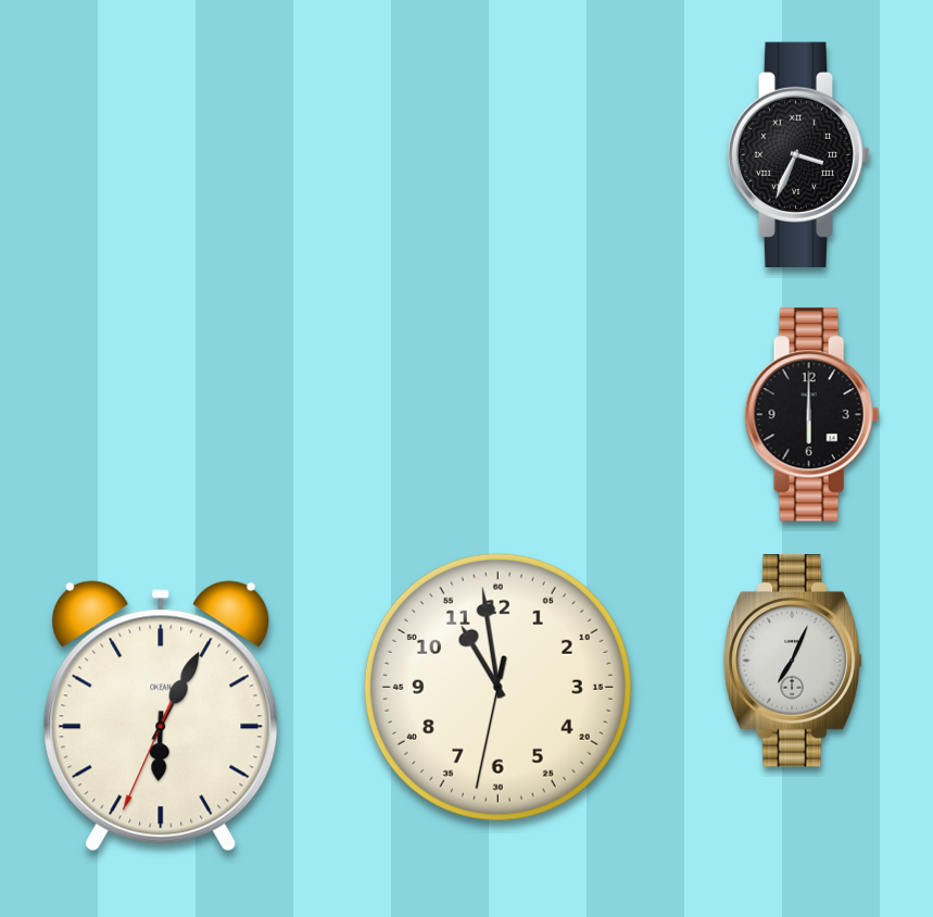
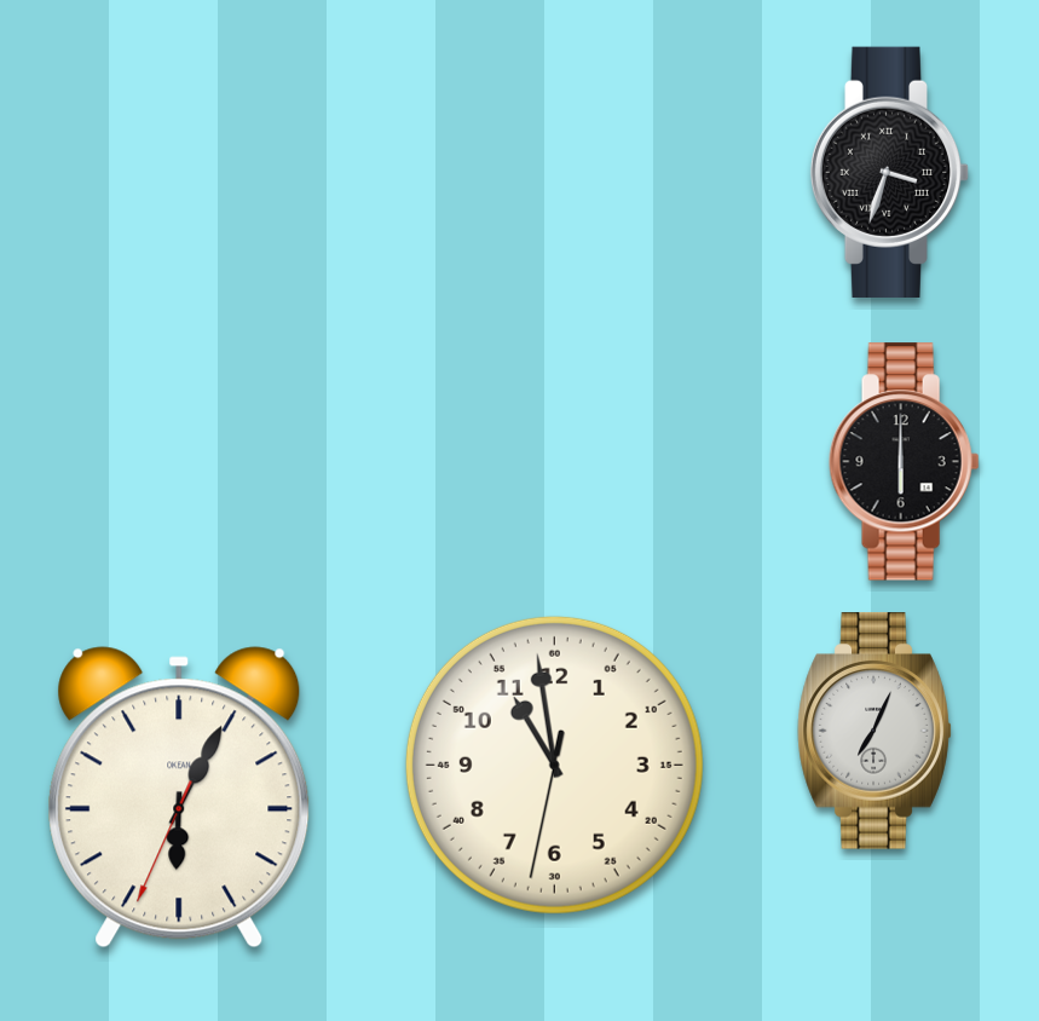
clock at (799, 154): 3:34 -> 3:33
clock at (793, 661) position: (793, 661) -> (875, 731)
